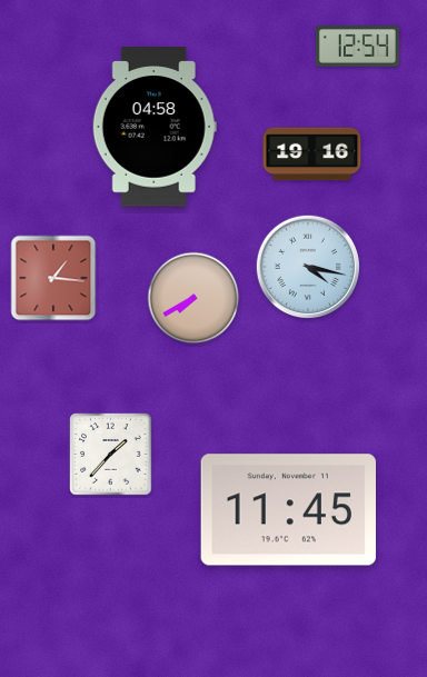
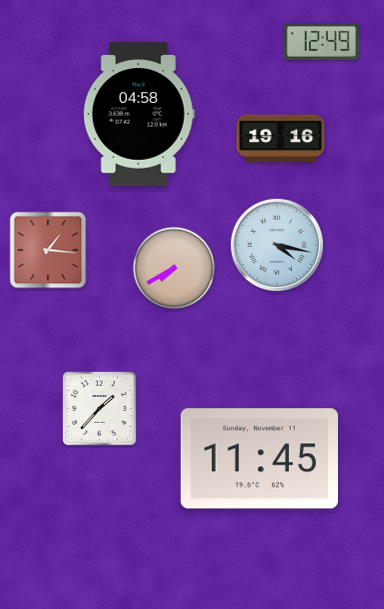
clock at (357, 47): 12:54 -> 12:49
clock at (307, 266) position: (307, 266) -> (276, 244)
